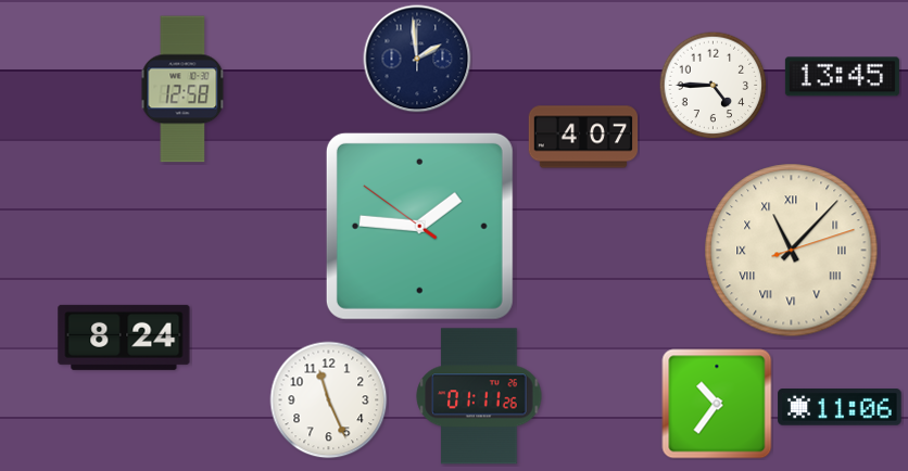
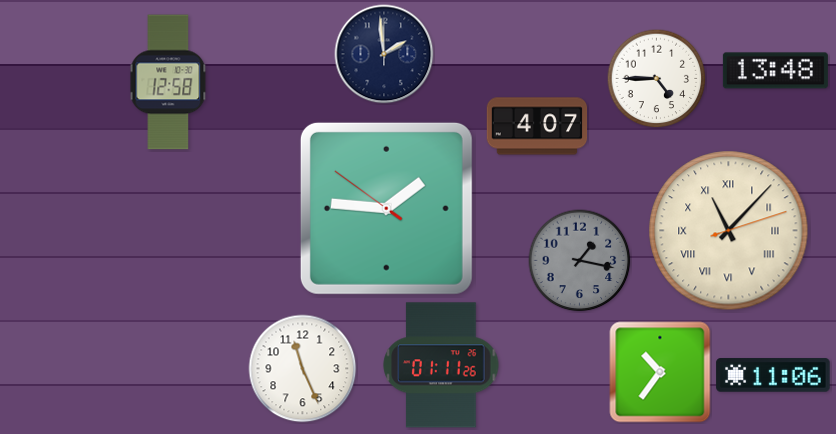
clock at (842, 77): 13:45 -> 13:48
clock at (580, 261): none -> 1:17
clock at (124, 338): 8:24 -> none
